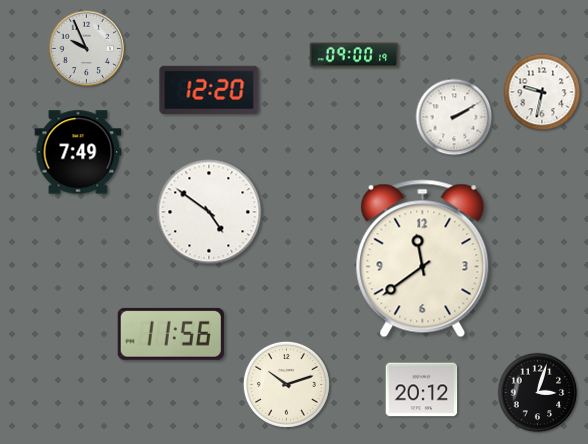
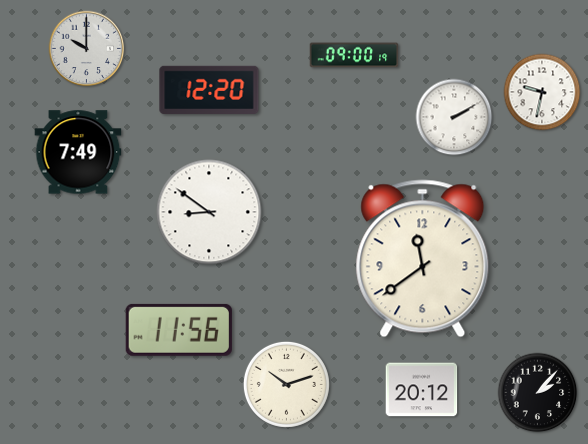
clock at (87, 49): 9:56 -> 10:00
clock at (209, 212): 4:51 -> 8:51
clock at (171, 334) position: (171, 334) -> (179, 330)
clock at (538, 393): 3:03 -> 2:07
